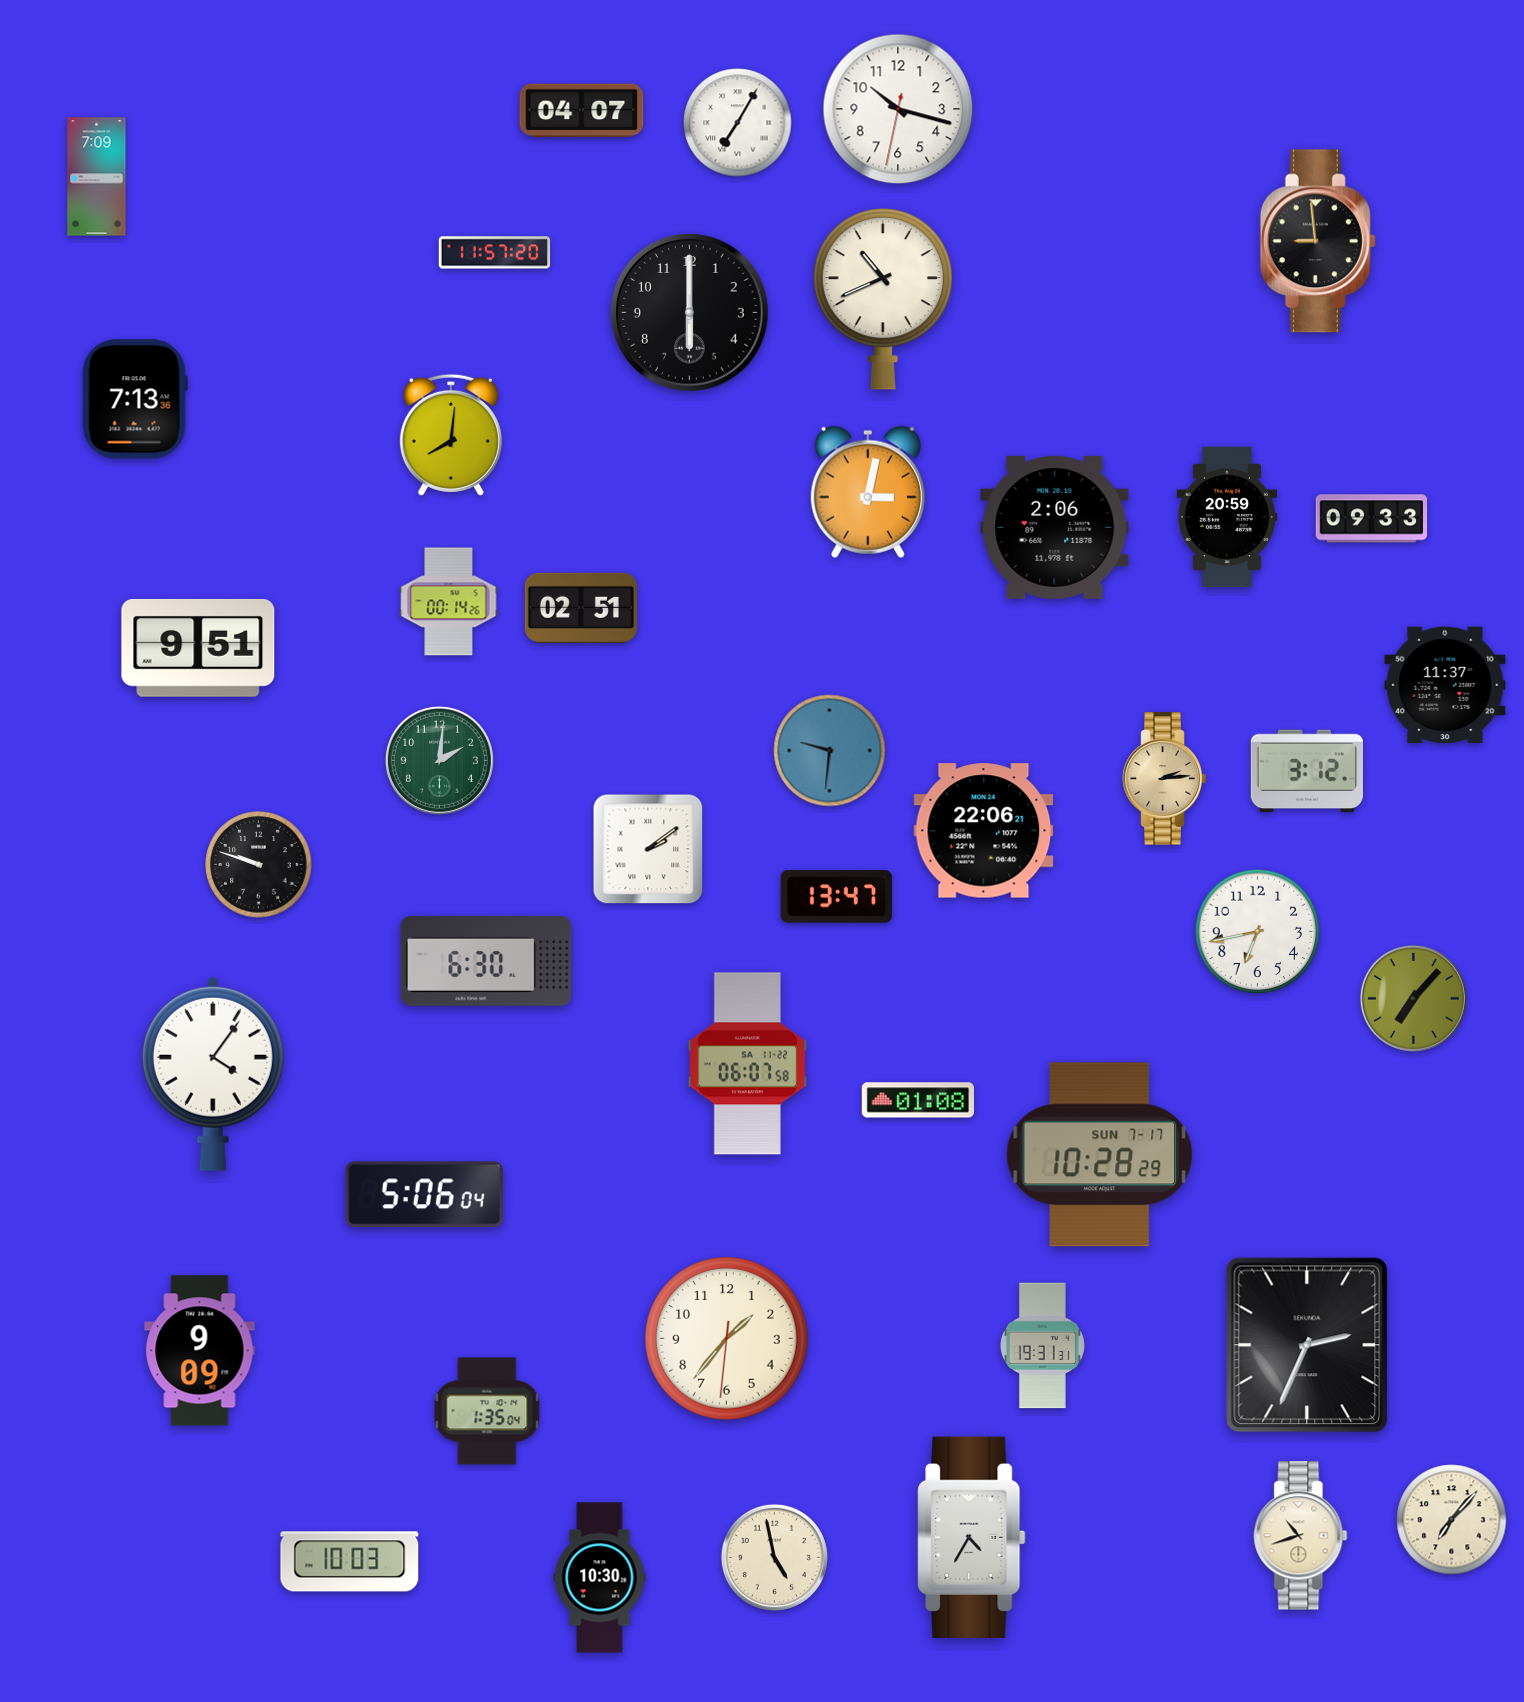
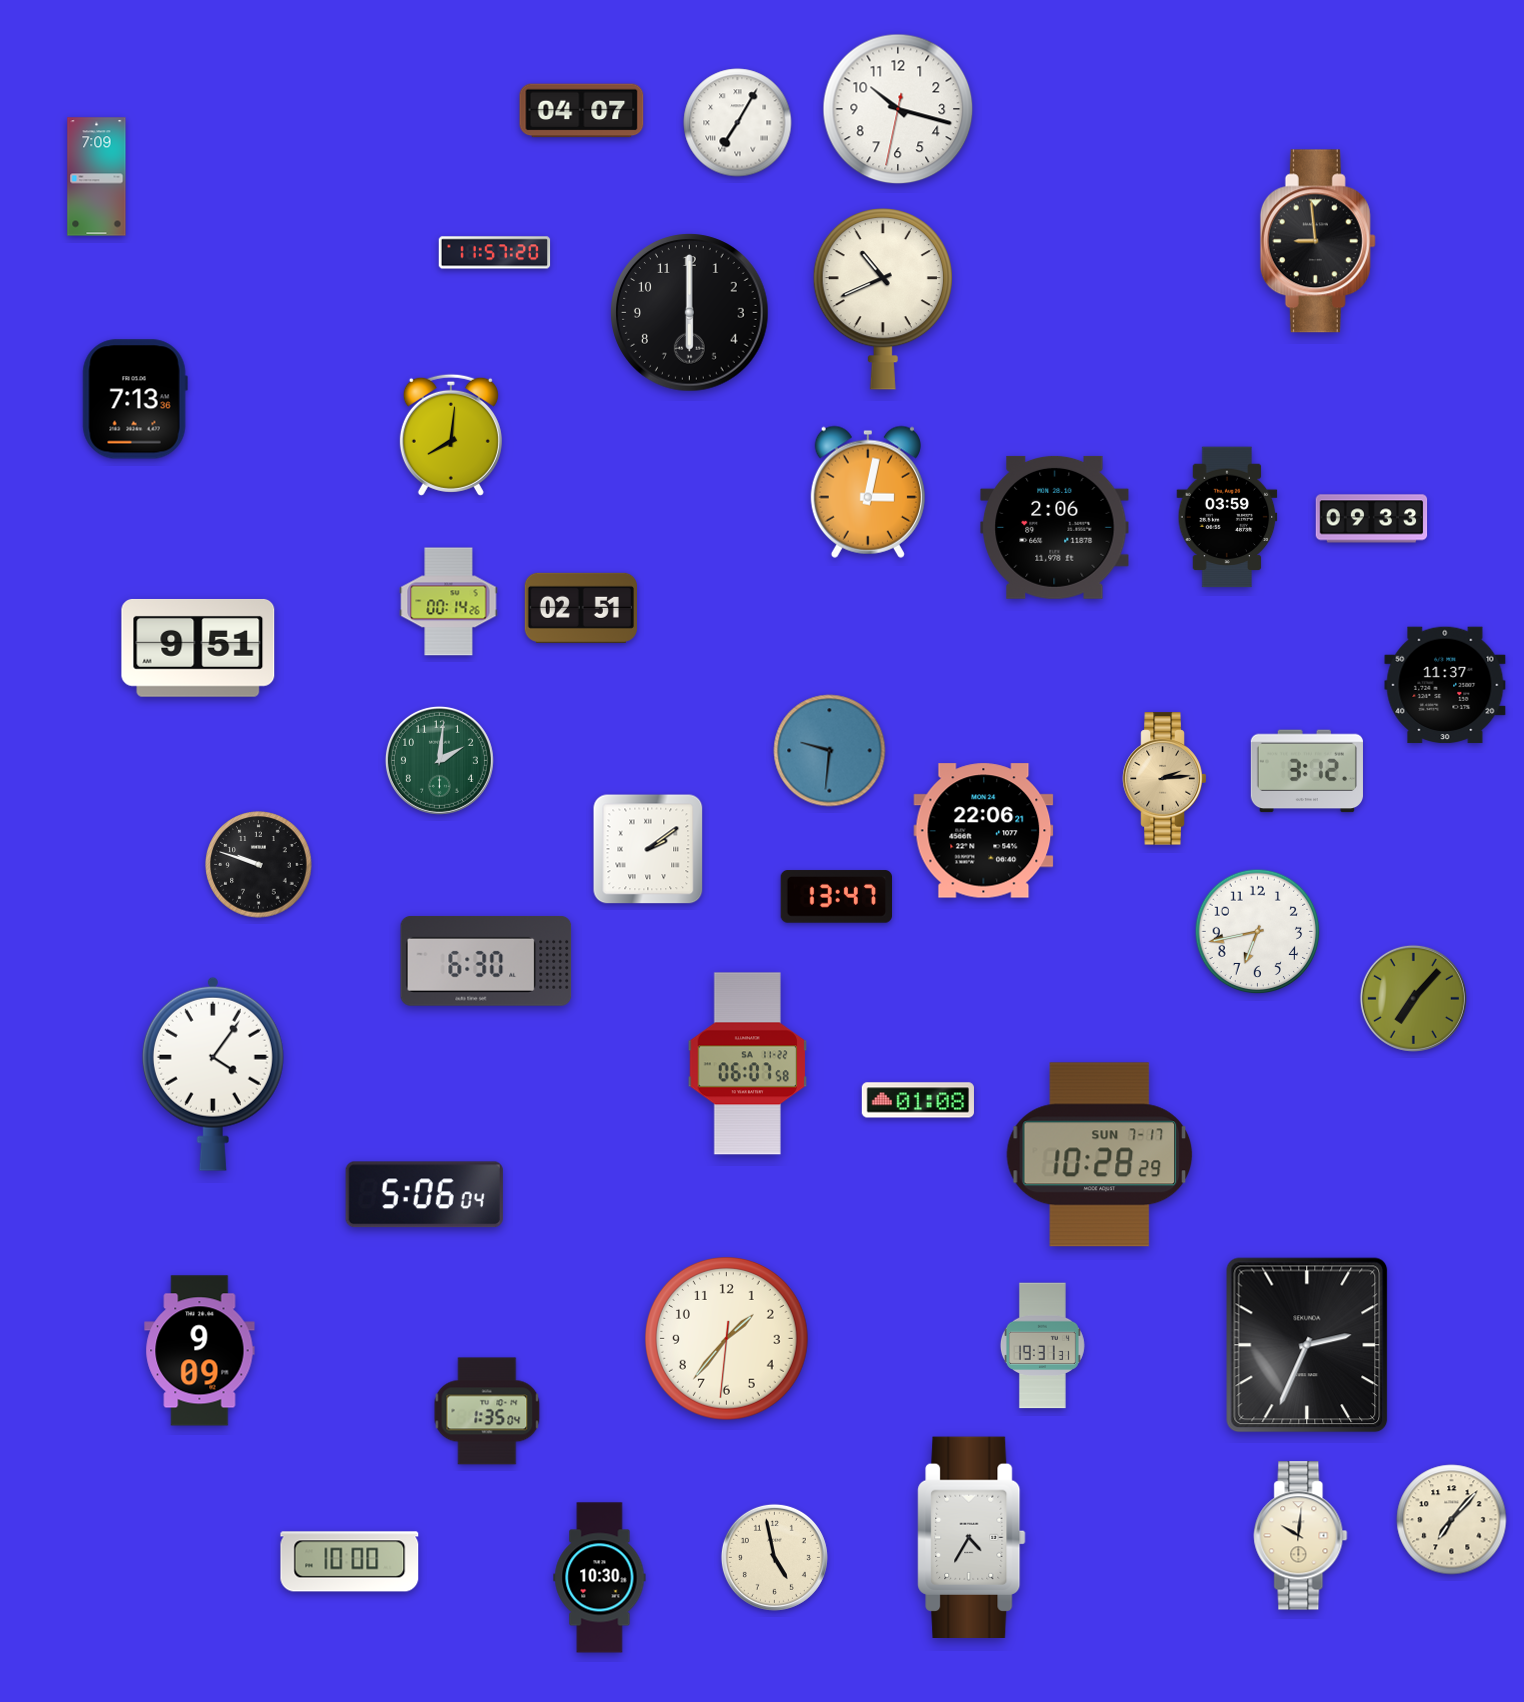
clock at (1227, 517): 20:59 -> 03:59
clock at (1301, 1536): 10:42 -> 10:01
clock at (350, 1562): 10:03 -> 10:00
